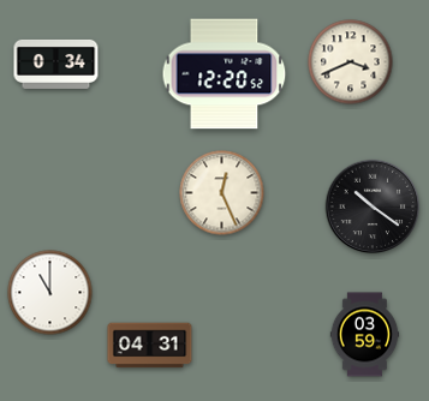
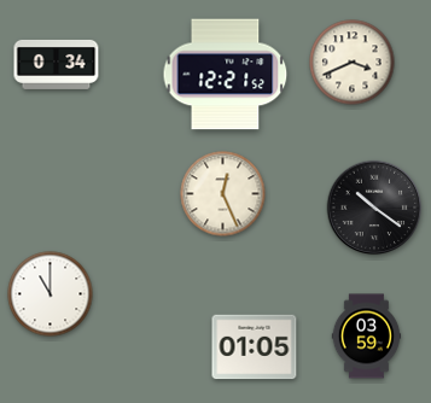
clock at (225, 74): 12:20 -> 12:21
clock at (150, 346): 04:31 -> none
clock at (255, 347): none -> 01:05
